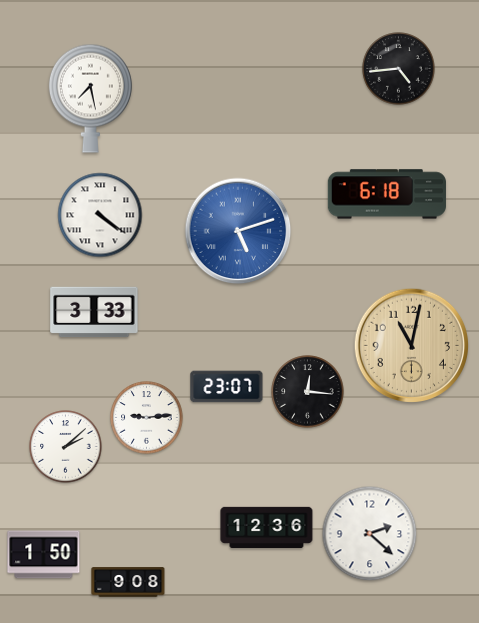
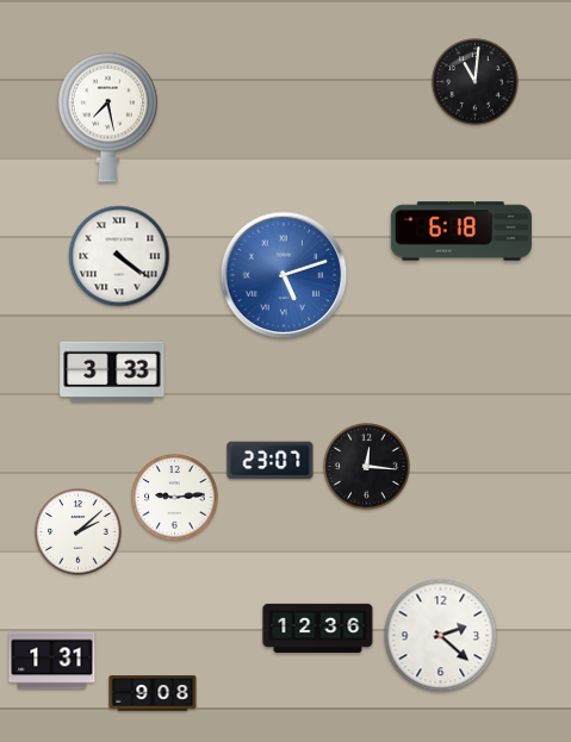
clock at (399, 69): 4:44 -> 11:01
clock at (411, 345): 11:02 -> none
clock at (44, 555): 1:50 -> 1:31
